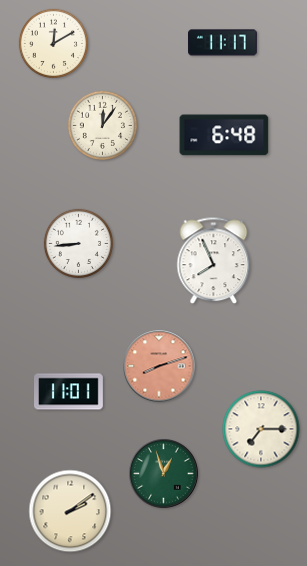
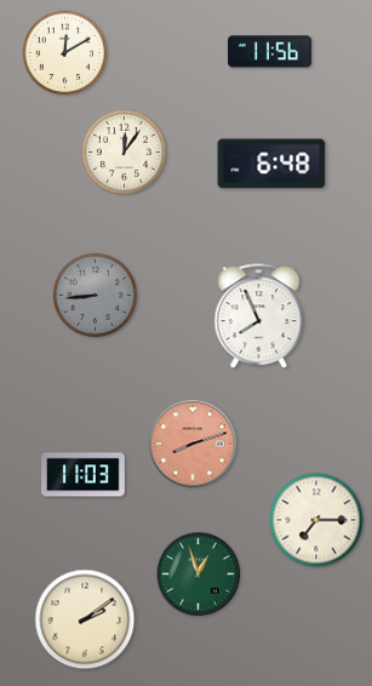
clock at (223, 43): 11:17 -> 11:56
clock at (78, 243) dial: white -> grey
clock at (69, 392): 11:01 -> 11:03
